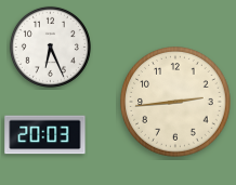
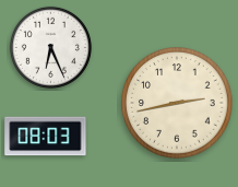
clock at (175, 102): 2:44 -> 2:43
clock at (45, 135): 20:03 -> 08:03
